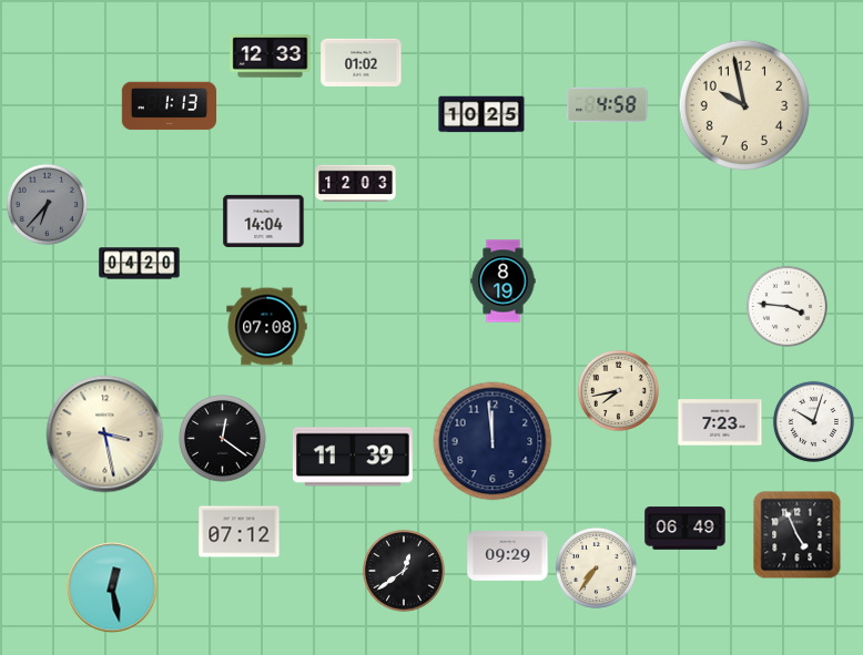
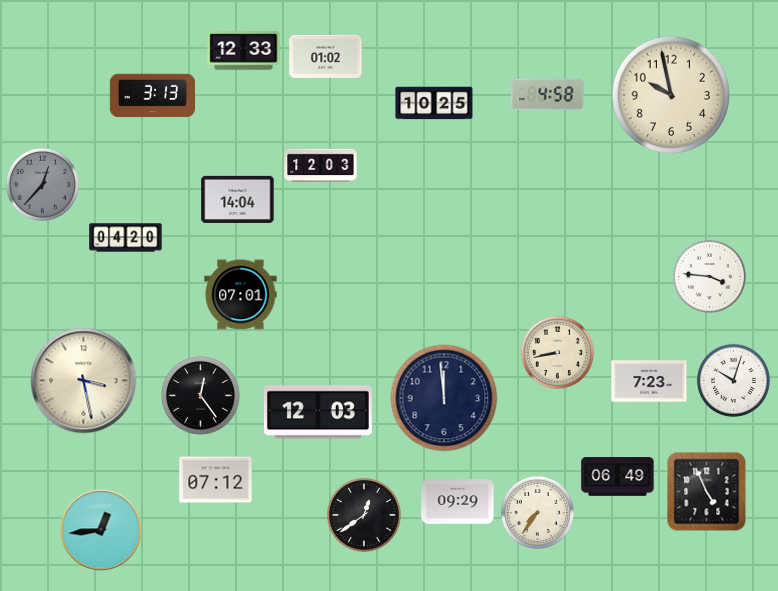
clock at (170, 106): 1:13 -> 3:13
clock at (47, 204): 6:37 -> 12:37
clock at (504, 282): 8:19 -> none
clock at (267, 327): 07:08 -> 07:01
clock at (618, 390): 7:43 -> 8:43
clock at (105, 434) position: (105, 434) -> (84, 381)
clock at (223, 439): 12:21 -> 12:24
clock at (353, 457): 11:39 -> 12:03
clock at (798, 535) position: (798, 535) -> (707, 492)
clock at (112, 587): 12:28 -> 12:44
